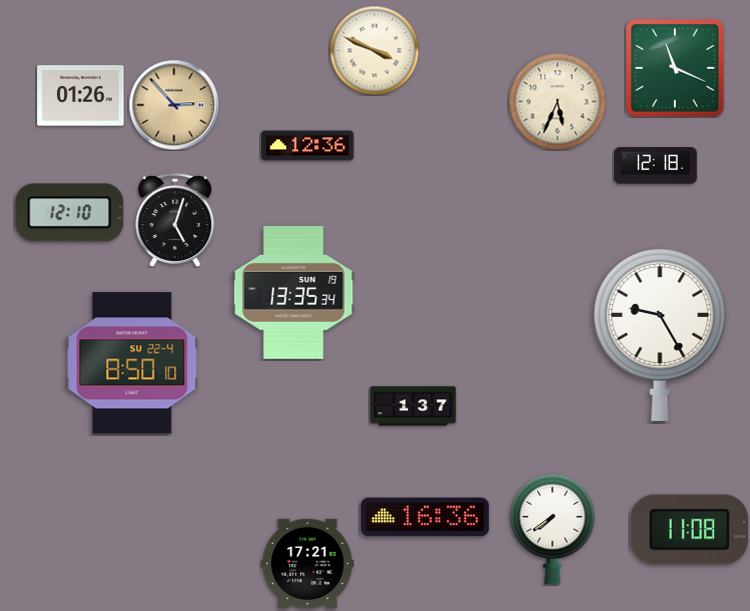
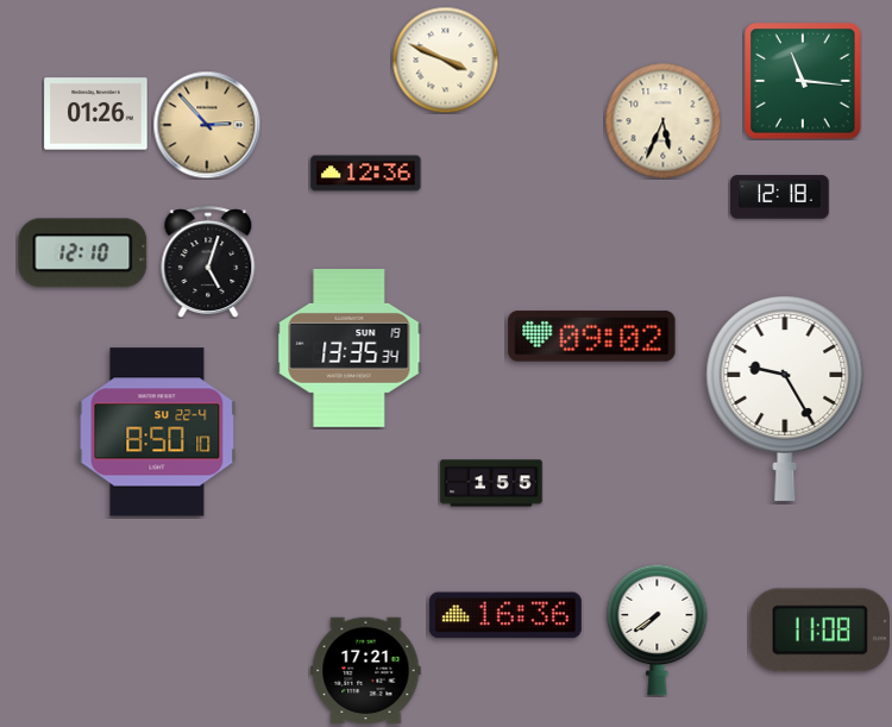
clock at (675, 68): 11:19 -> 11:16
clock at (592, 337): none -> 09:02
clock at (413, 406): 1:37 -> 1:55
